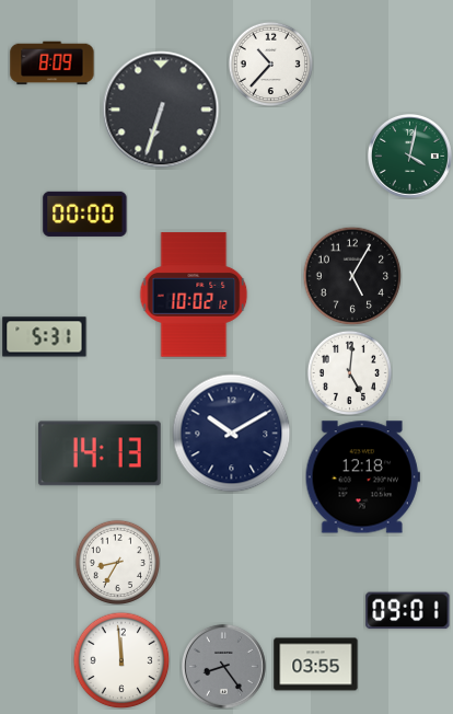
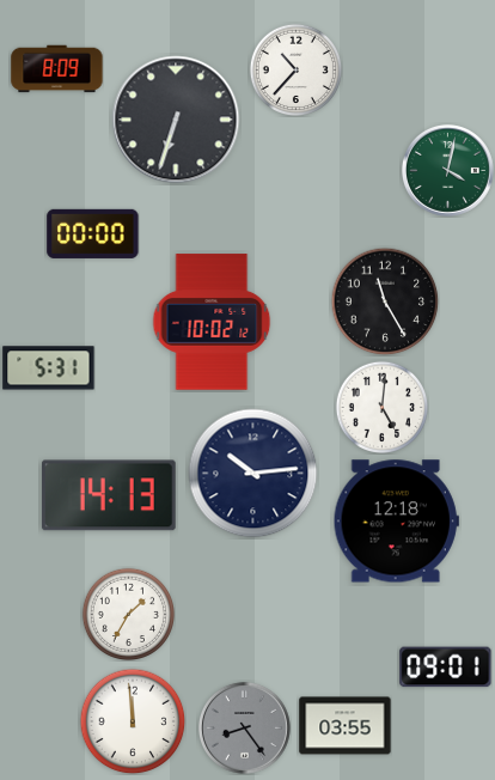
clock at (352, 276): 5:05 -> 11:25
clock at (232, 434): 10:10 -> 10:14
clock at (117, 562): 8:35 -> 1:35
